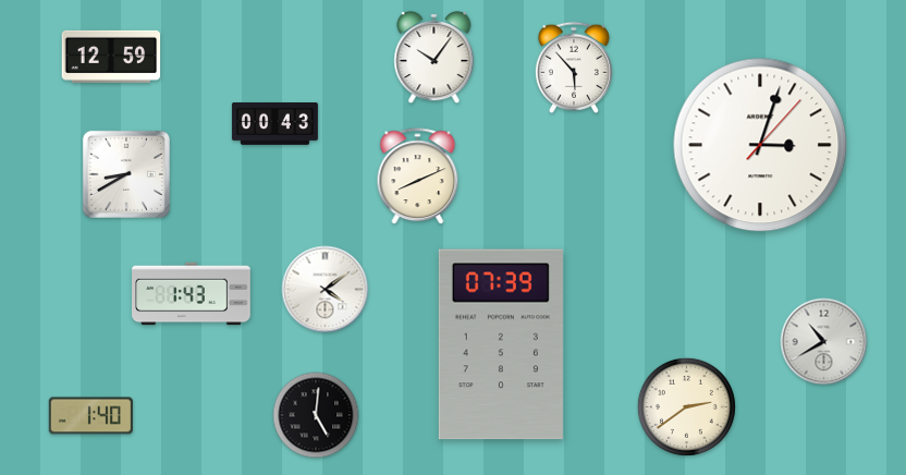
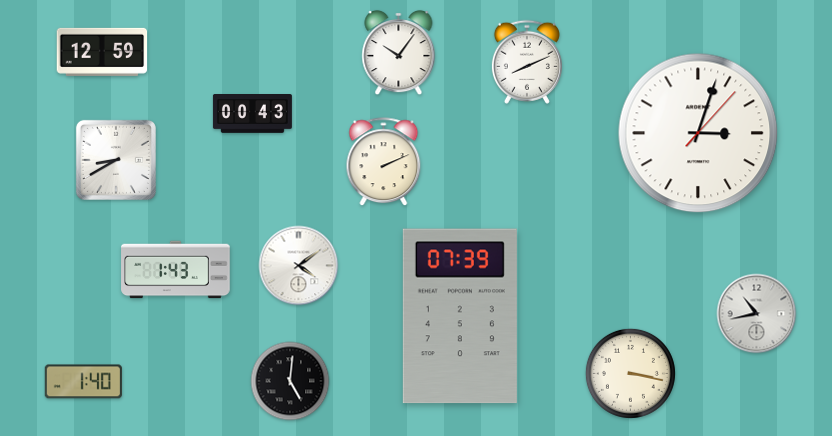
clock at (574, 68): 5:53 -> 8:11
clock at (418, 176): 8:11 -> 2:11
clock at (824, 342): 10:40 -> 10:43
clock at (686, 406): 2:39 -> 3:17
